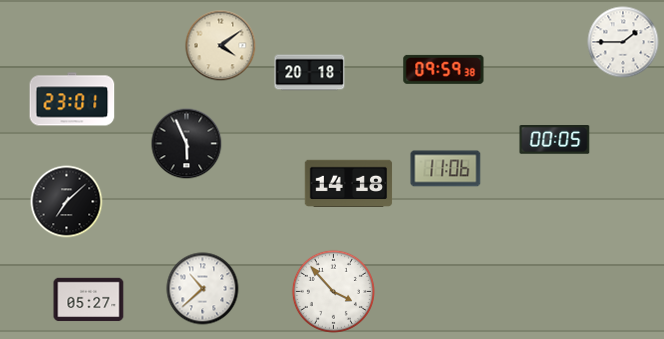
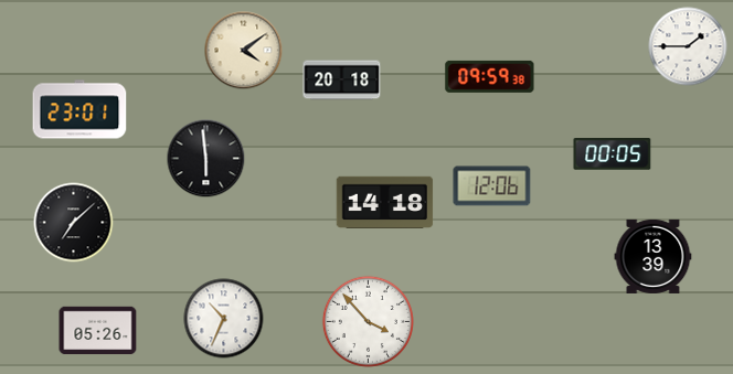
clock at (187, 144): 5:56 -> 5:59
clock at (446, 169): 11:06 -> 12:06
clock at (654, 256): none -> 13:39
clock at (203, 289): 10:38 -> 10:34
clock at (89, 300): 05:27 -> 05:26
